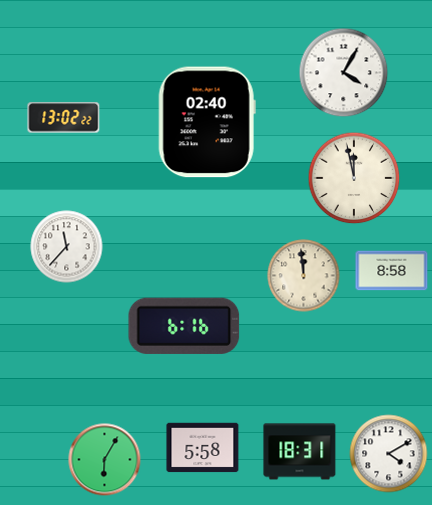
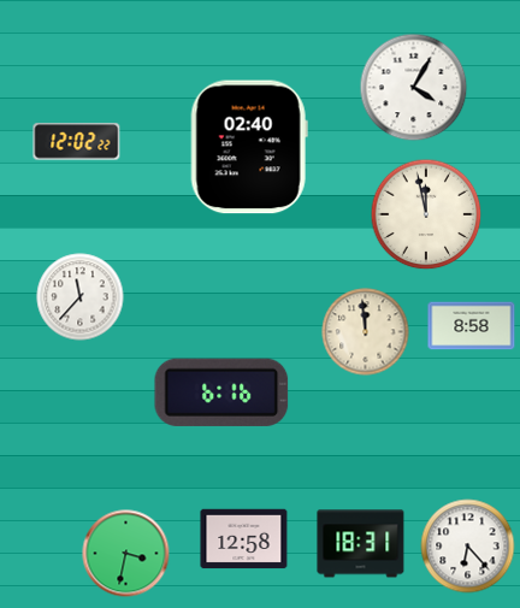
clock at (64, 118): 13:02 -> 12:02
clock at (203, 448): 5:58 -> 12:58
clock at (389, 454): 4:10 -> 6:23
clock at (105, 460): 6:05 -> 3:32
